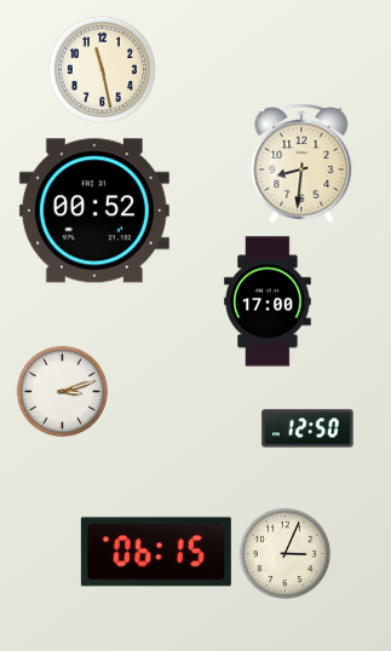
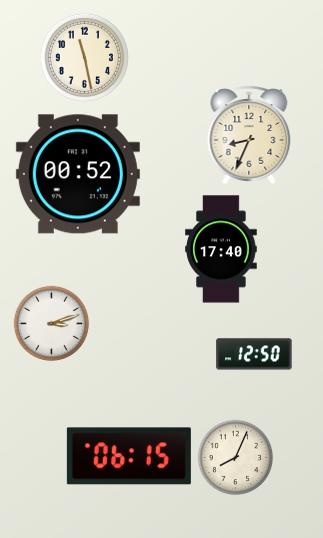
clock at (301, 163): 8:31 -> 8:34
clock at (268, 301): 17:00 -> 17:40
clock at (286, 554): 3:04 -> 8:04
